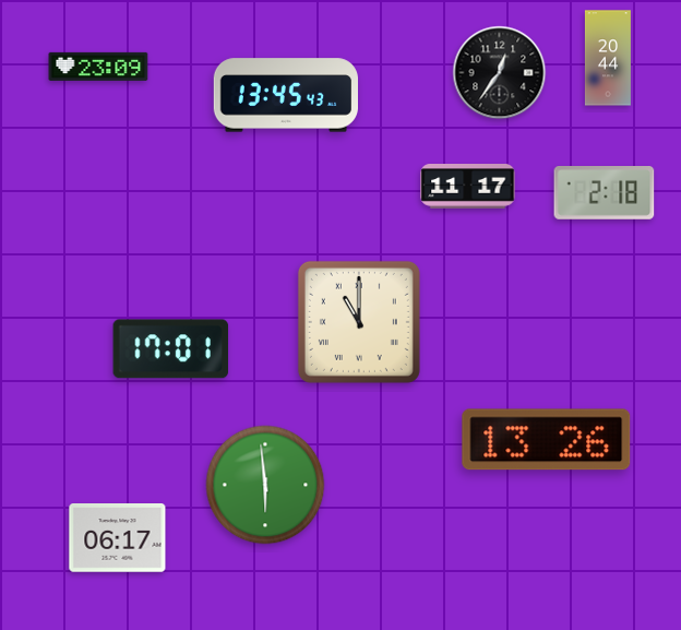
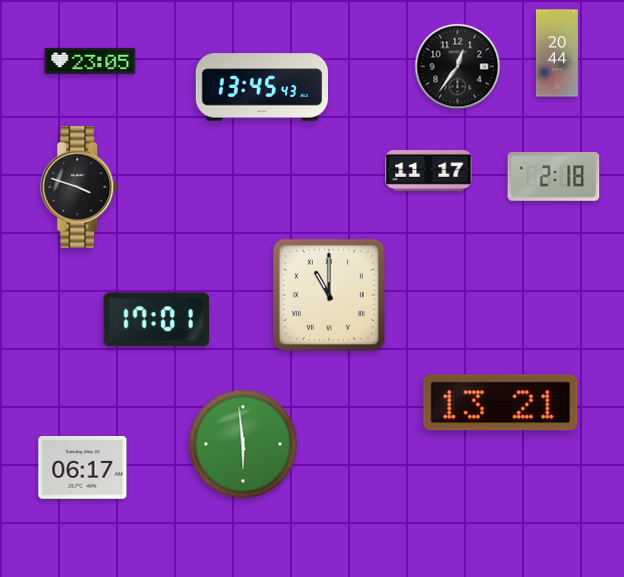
clock at (98, 67): 23:09 -> 23:05
clock at (80, 187): none -> 3:48
clock at (547, 440): 13:26 -> 13:21
clock at (118, 538) position: (118, 538) -> (83, 468)
